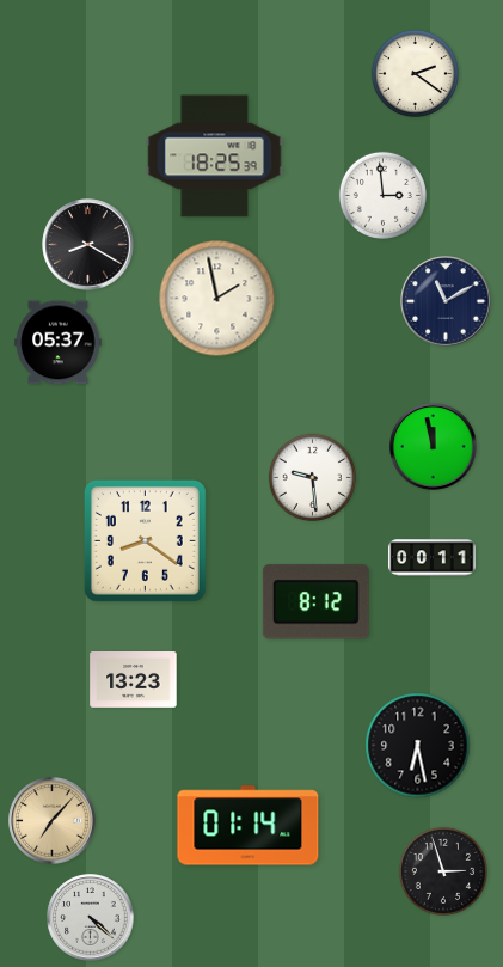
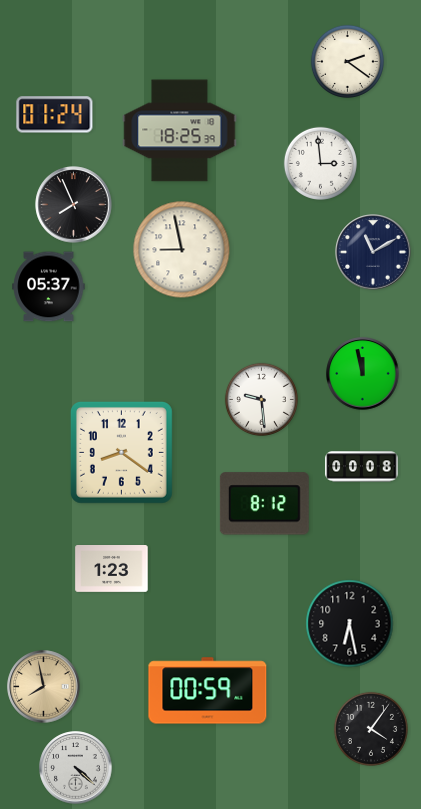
clock at (55, 115): none -> 01:24
clock at (88, 245): 8:20 -> 7:56
clock at (217, 299): 1:58 -> 8:58
clock at (433, 558): 00:11 -> 00:08
clock at (134, 680): 13:23 -> 1:23
clock at (53, 821): 7:07 -> 7:58
clock at (249, 826): 01:14 -> 00:59
clock at (443, 871): 2:57 -> 4:06
